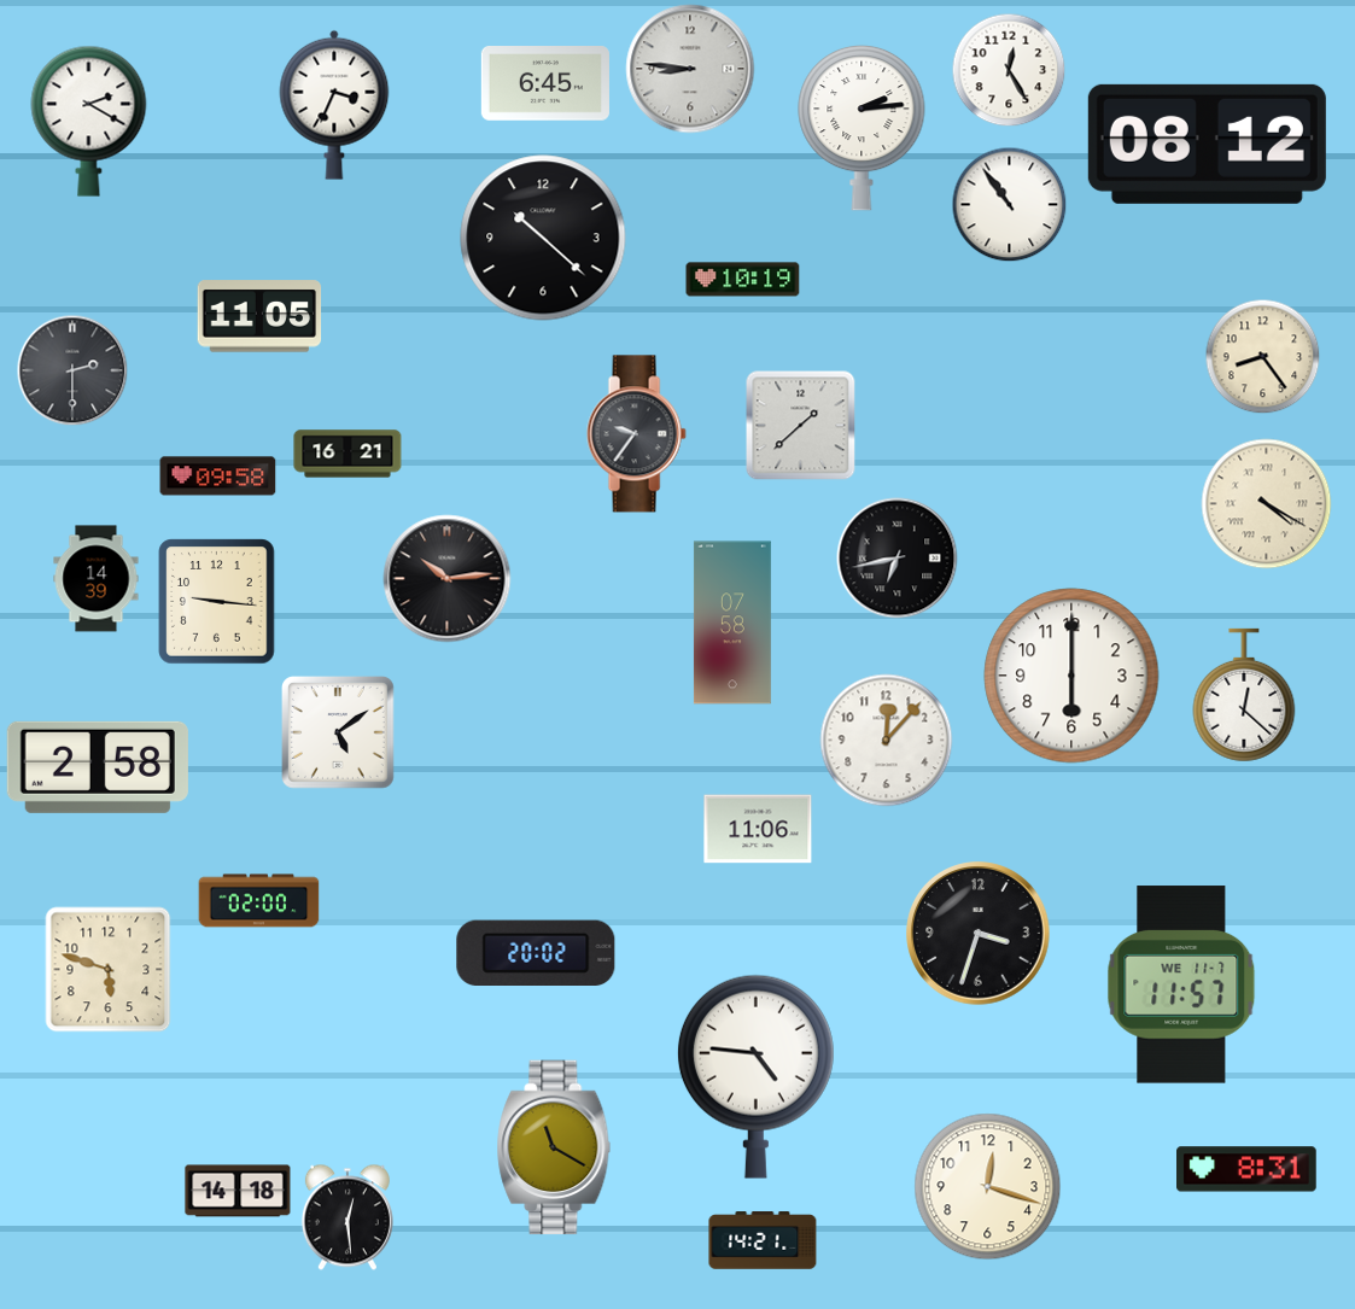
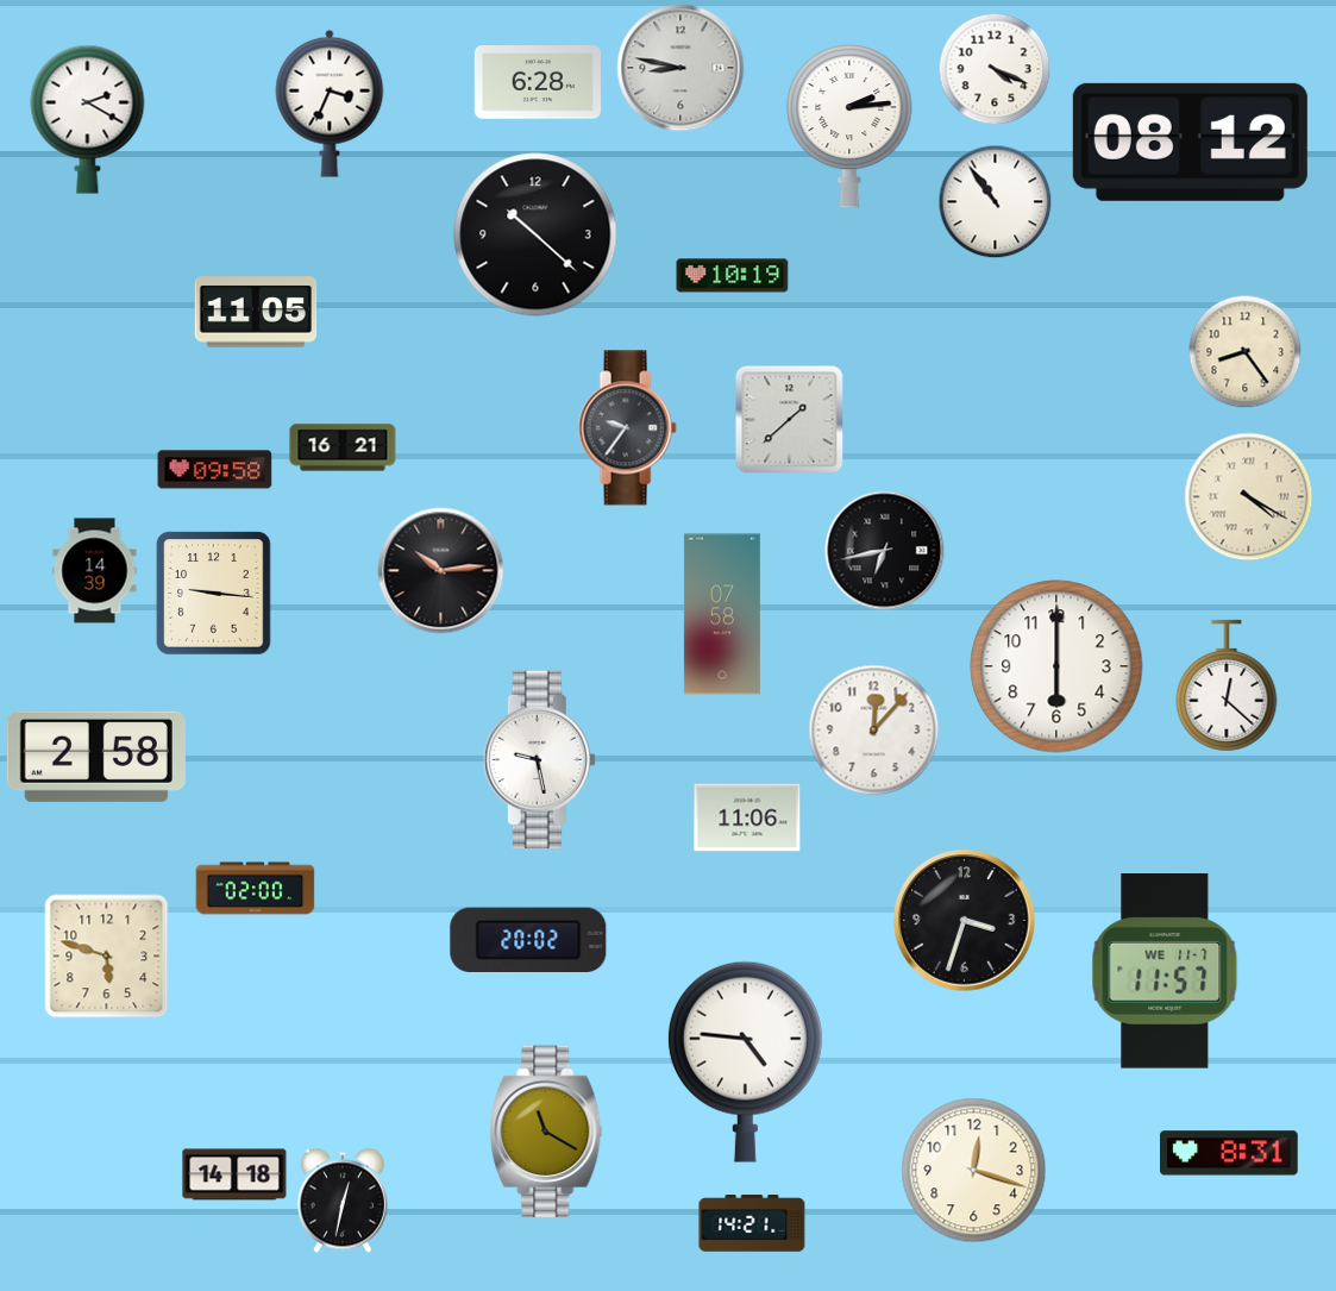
clock at (690, 69): 8:46 -> 8:47
clock at (1009, 70): 12:25 -> 4:19
clock at (545, 84): 6:45 -> 6:28
clock at (72, 370): 2:30 -> none
clock at (339, 734): 5:09 -> none
clock at (539, 759): none -> 9:28
clock at (347, 1217): 12:29 -> 12:32
